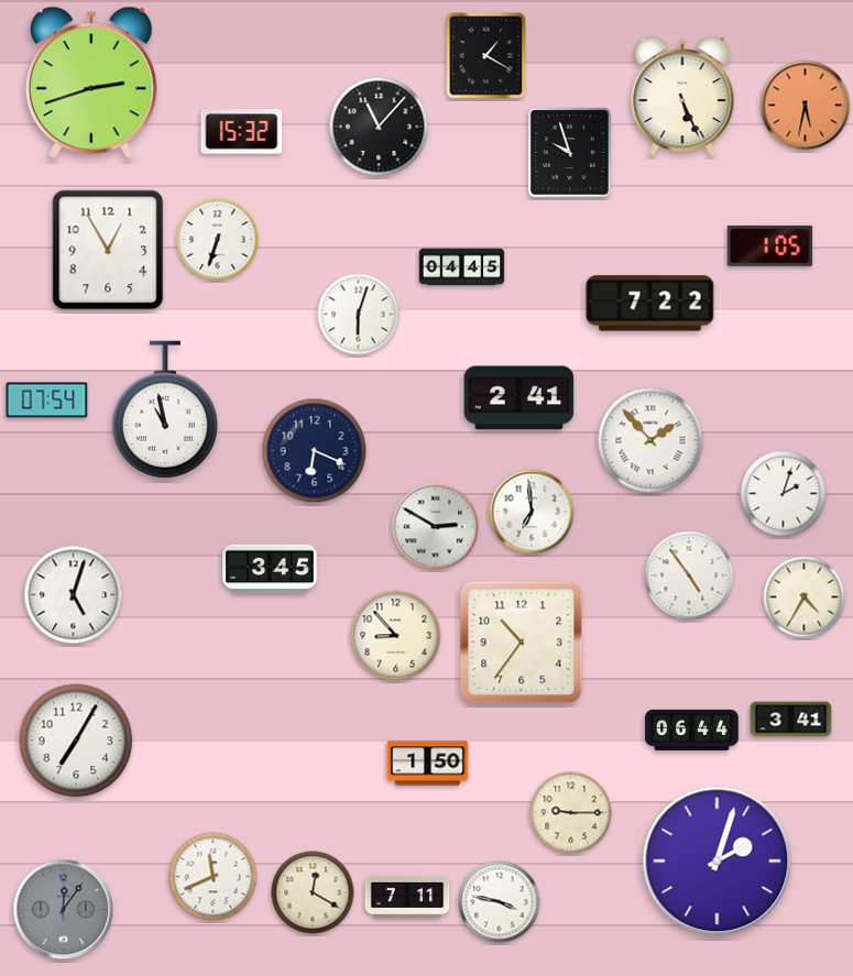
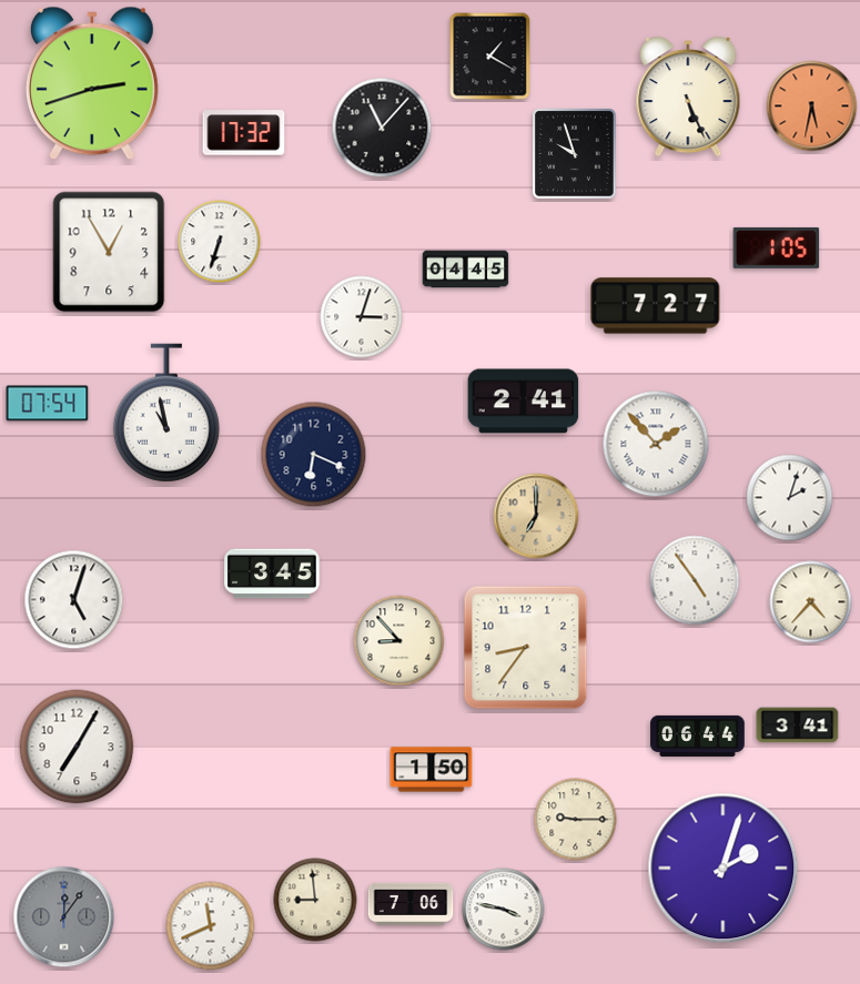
clock at (242, 132): 15:32 -> 17:32
clock at (650, 304): 7:22 -> 7:27
clock at (359, 315): 6:03 -> 3:03
clock at (315, 451) position: (315, 451) -> (314, 455)
clock at (532, 512): 6:59 -> 7:00
clock at (532, 512) dial: white -> champagne
clock at (436, 527): 2:50 -> none
clock at (805, 597): 4:35 -> 4:37
clock at (522, 643): 10:36 -> 8:36
clock at (214, 877) position: (214, 877) -> (211, 926)
clock at (313, 892): 12:20 -> 8:59
clock at (407, 897): 7:11 -> 7:06
